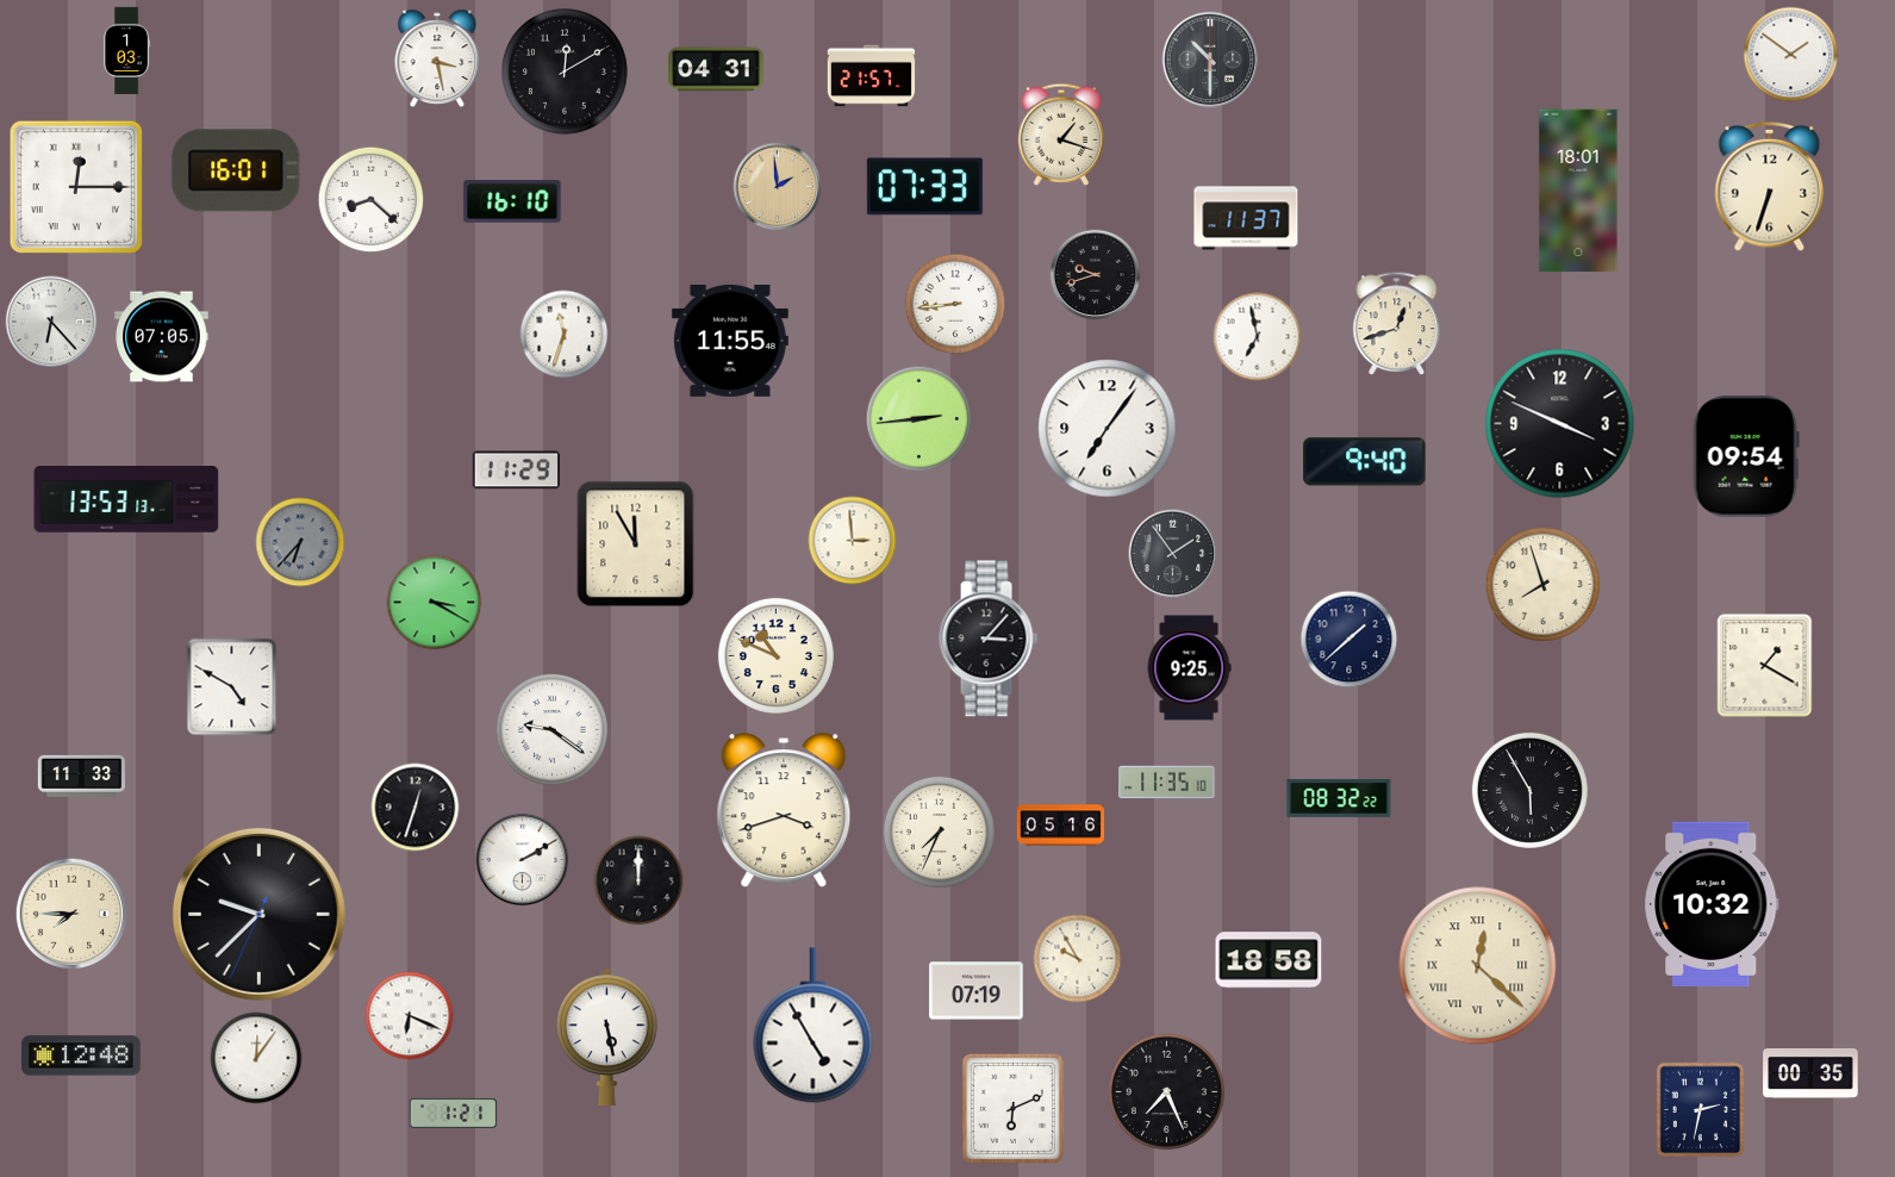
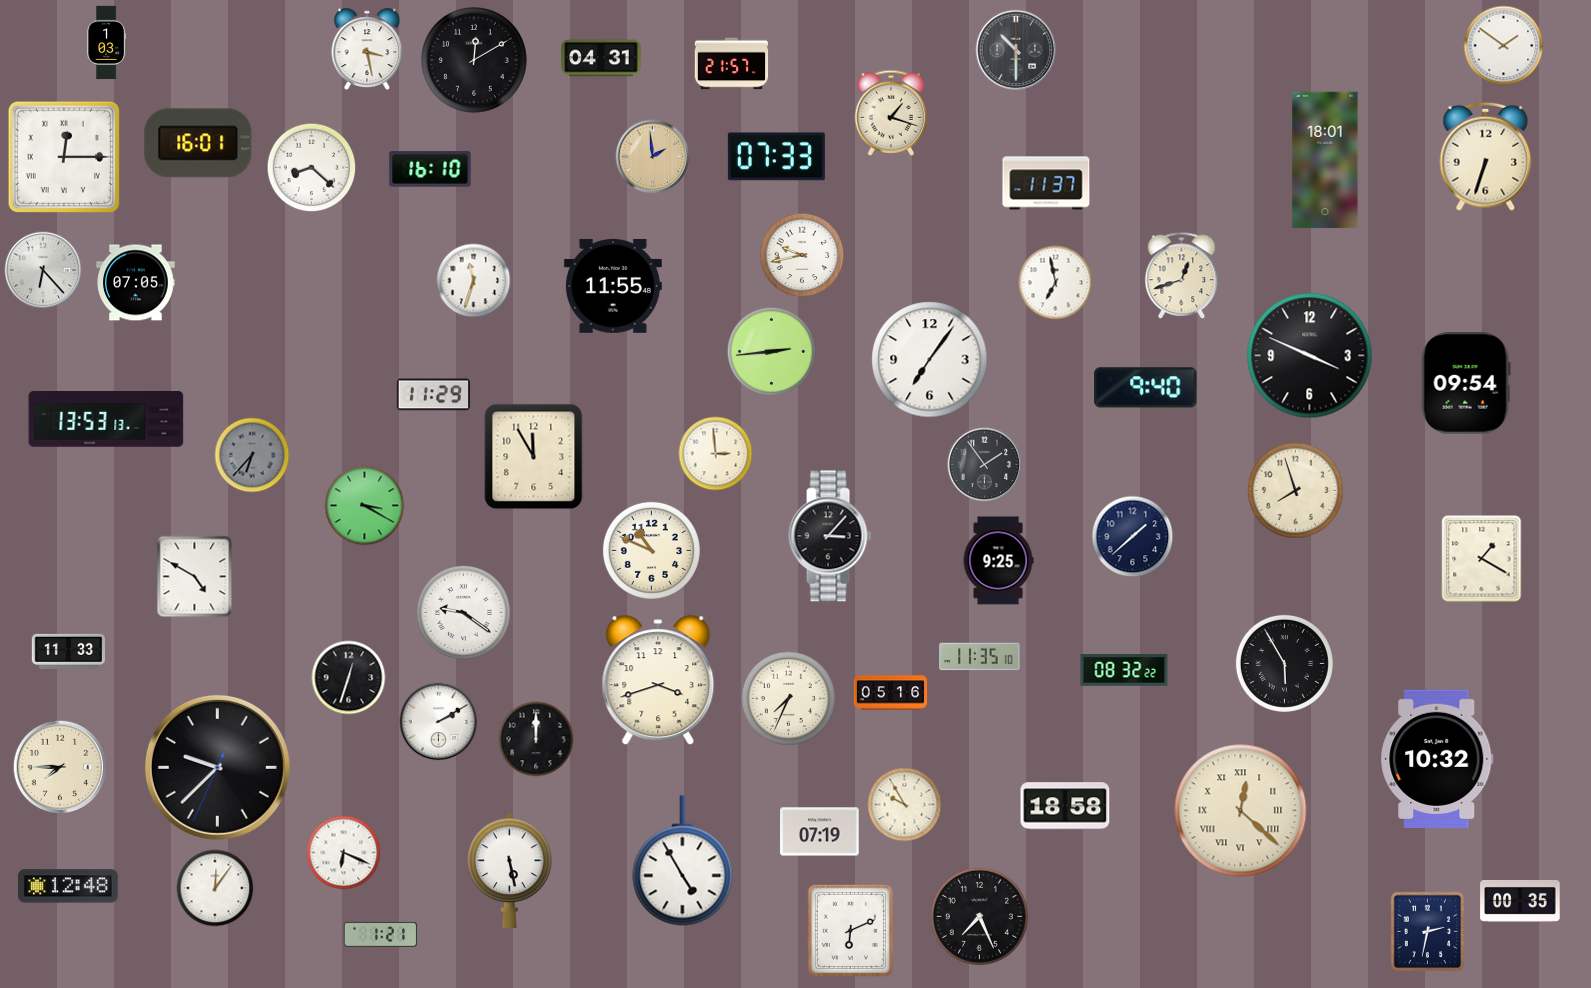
clock at (1096, 275): 9:42 -> none
clock at (955, 304): 8:44 -> 9:43
clock at (1397, 324) position: (1397, 324) -> (1182, 276)
